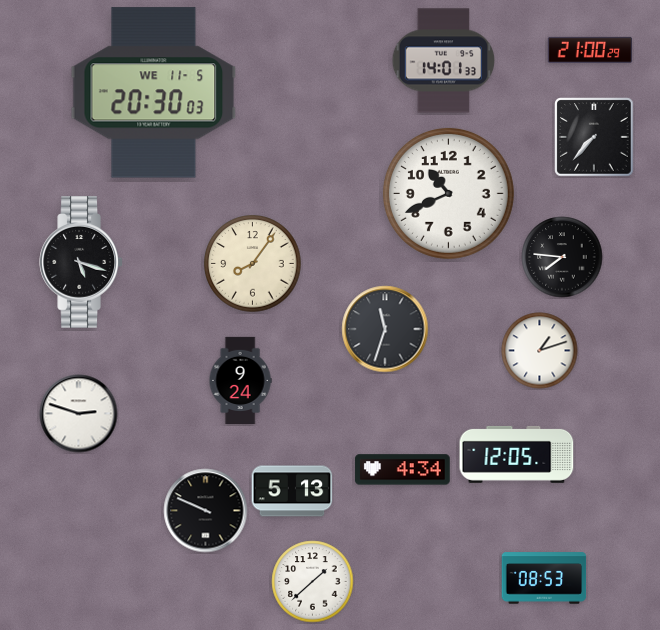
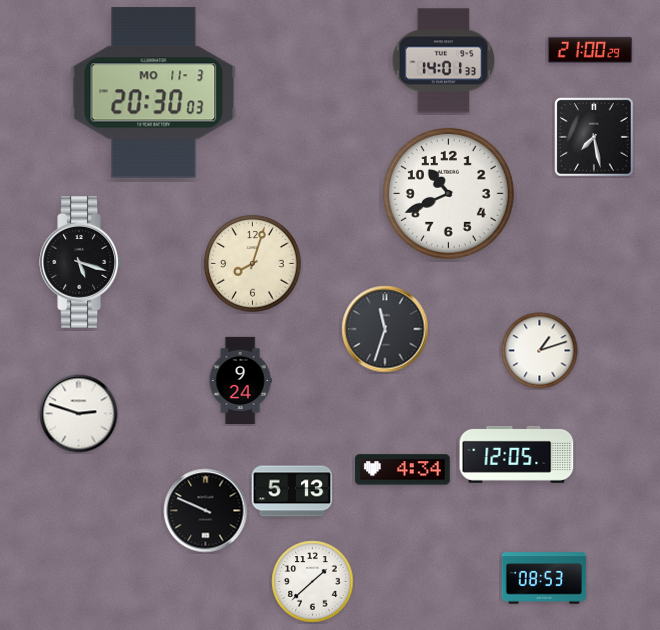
clock at (154, 93) date: WE 11-5 -> MO 11-3
clock at (594, 137): 7:37 -> 7:28
clock at (562, 257): 7:46 -> none
clock at (253, 264): 8:06 -> 8:03
